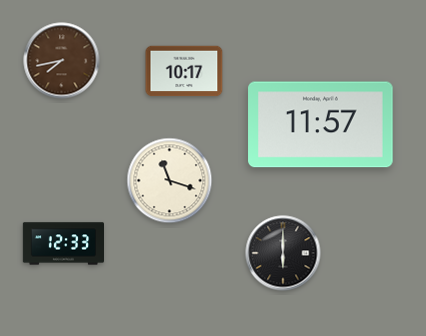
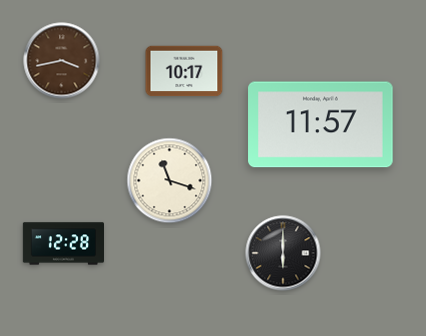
clock at (62, 61): 7:43 -> 3:43
clock at (63, 244): 12:33 -> 12:28
